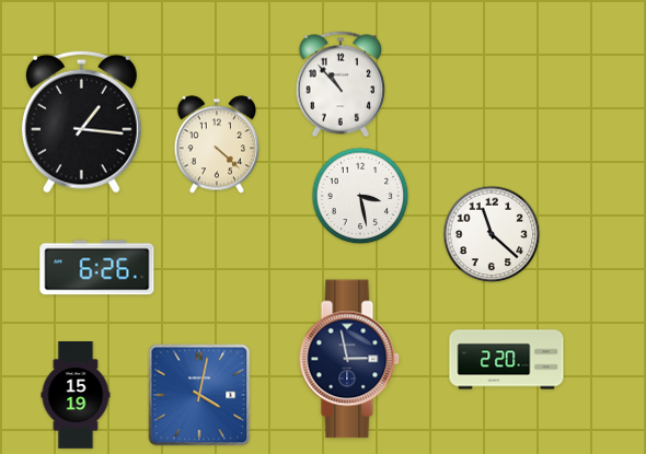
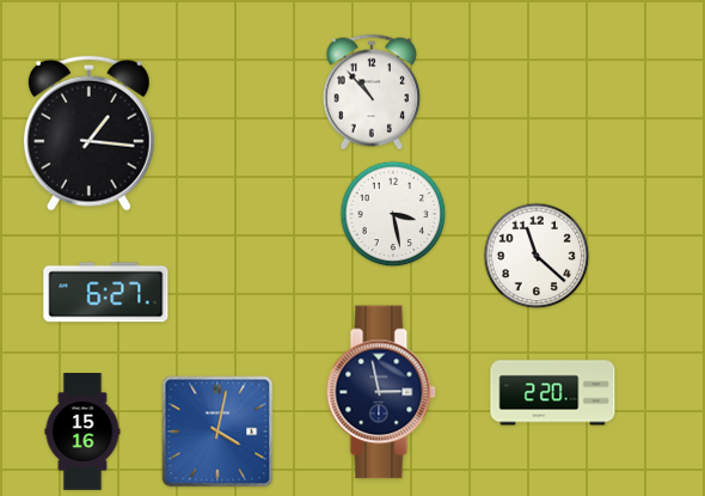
clock at (217, 144): 4:22 -> none
clock at (97, 268): 6:26 -> 6:27
clock at (76, 396): 15:19 -> 15:16
